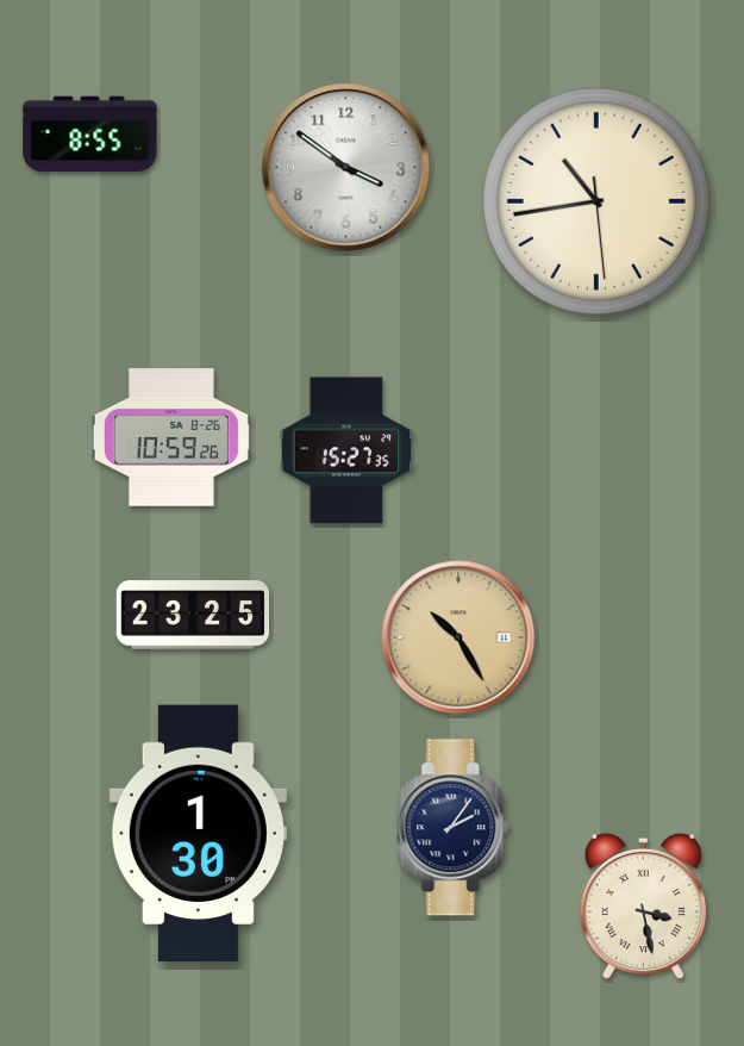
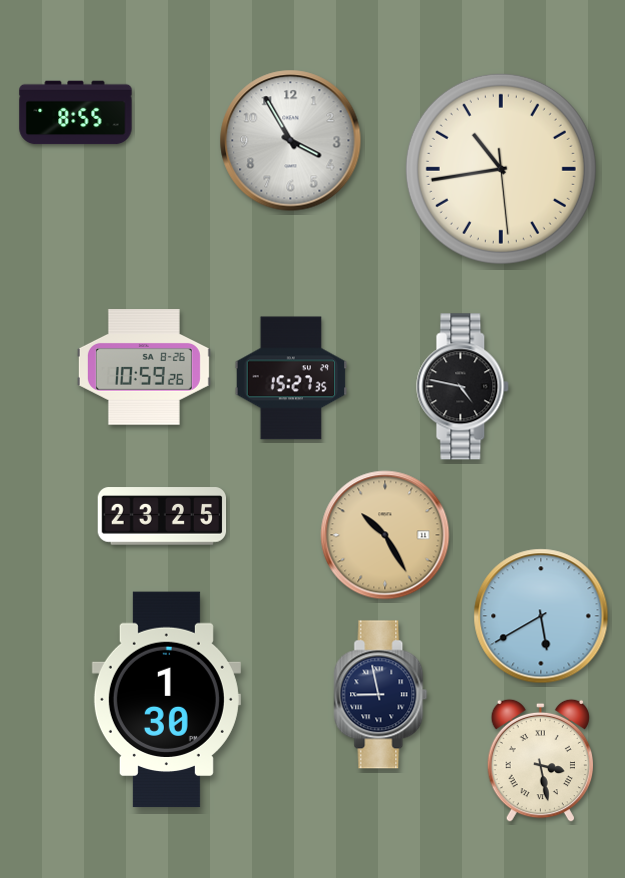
clock at (346, 168): 3:51 -> 3:55
clock at (463, 387): none -> 4:47
clock at (541, 616): none -> 5:40
clock at (454, 828): 2:06 -> 8:58
